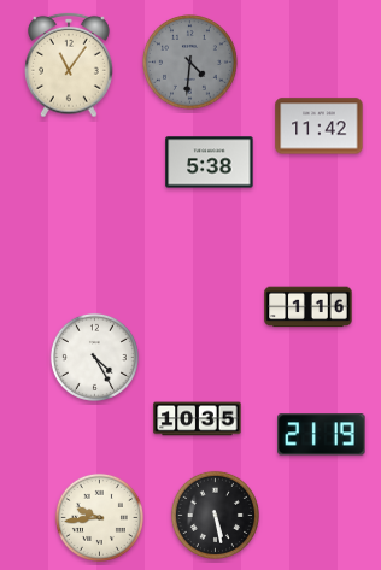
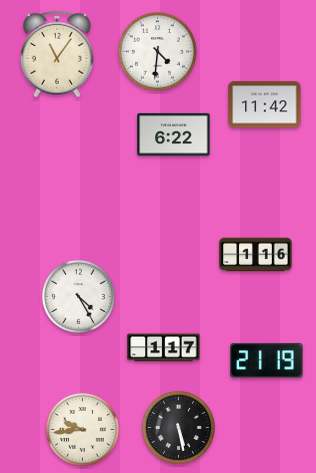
clock at (190, 63) dial: grey -> white
clock at (210, 163): 5:38 -> 6:22
clock at (198, 419): 10:35 -> 1:17
